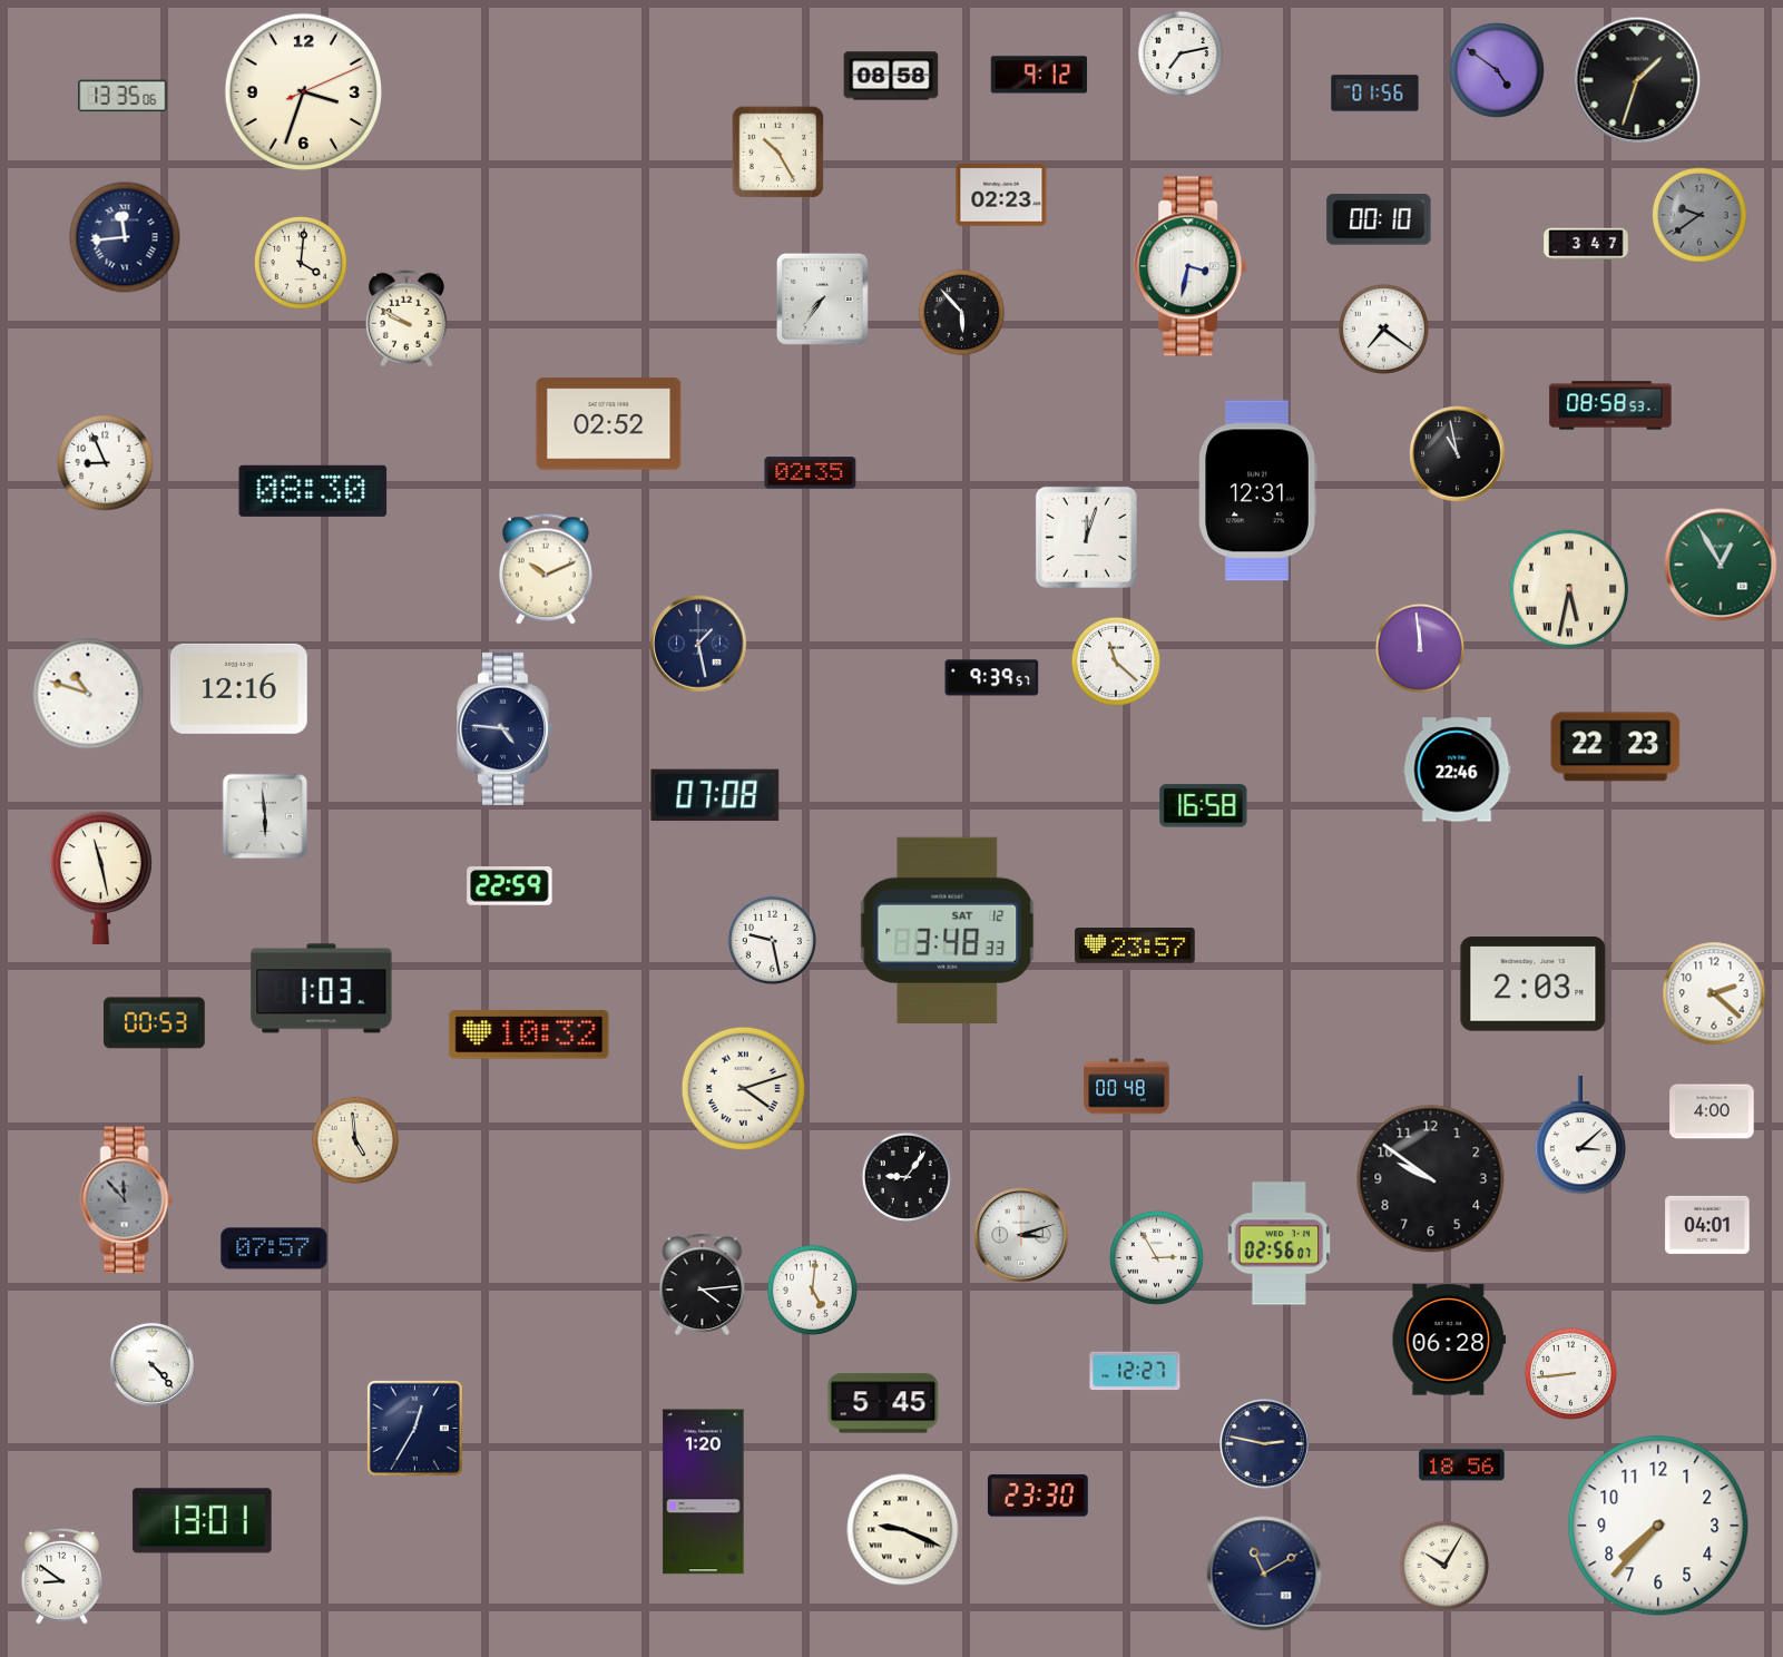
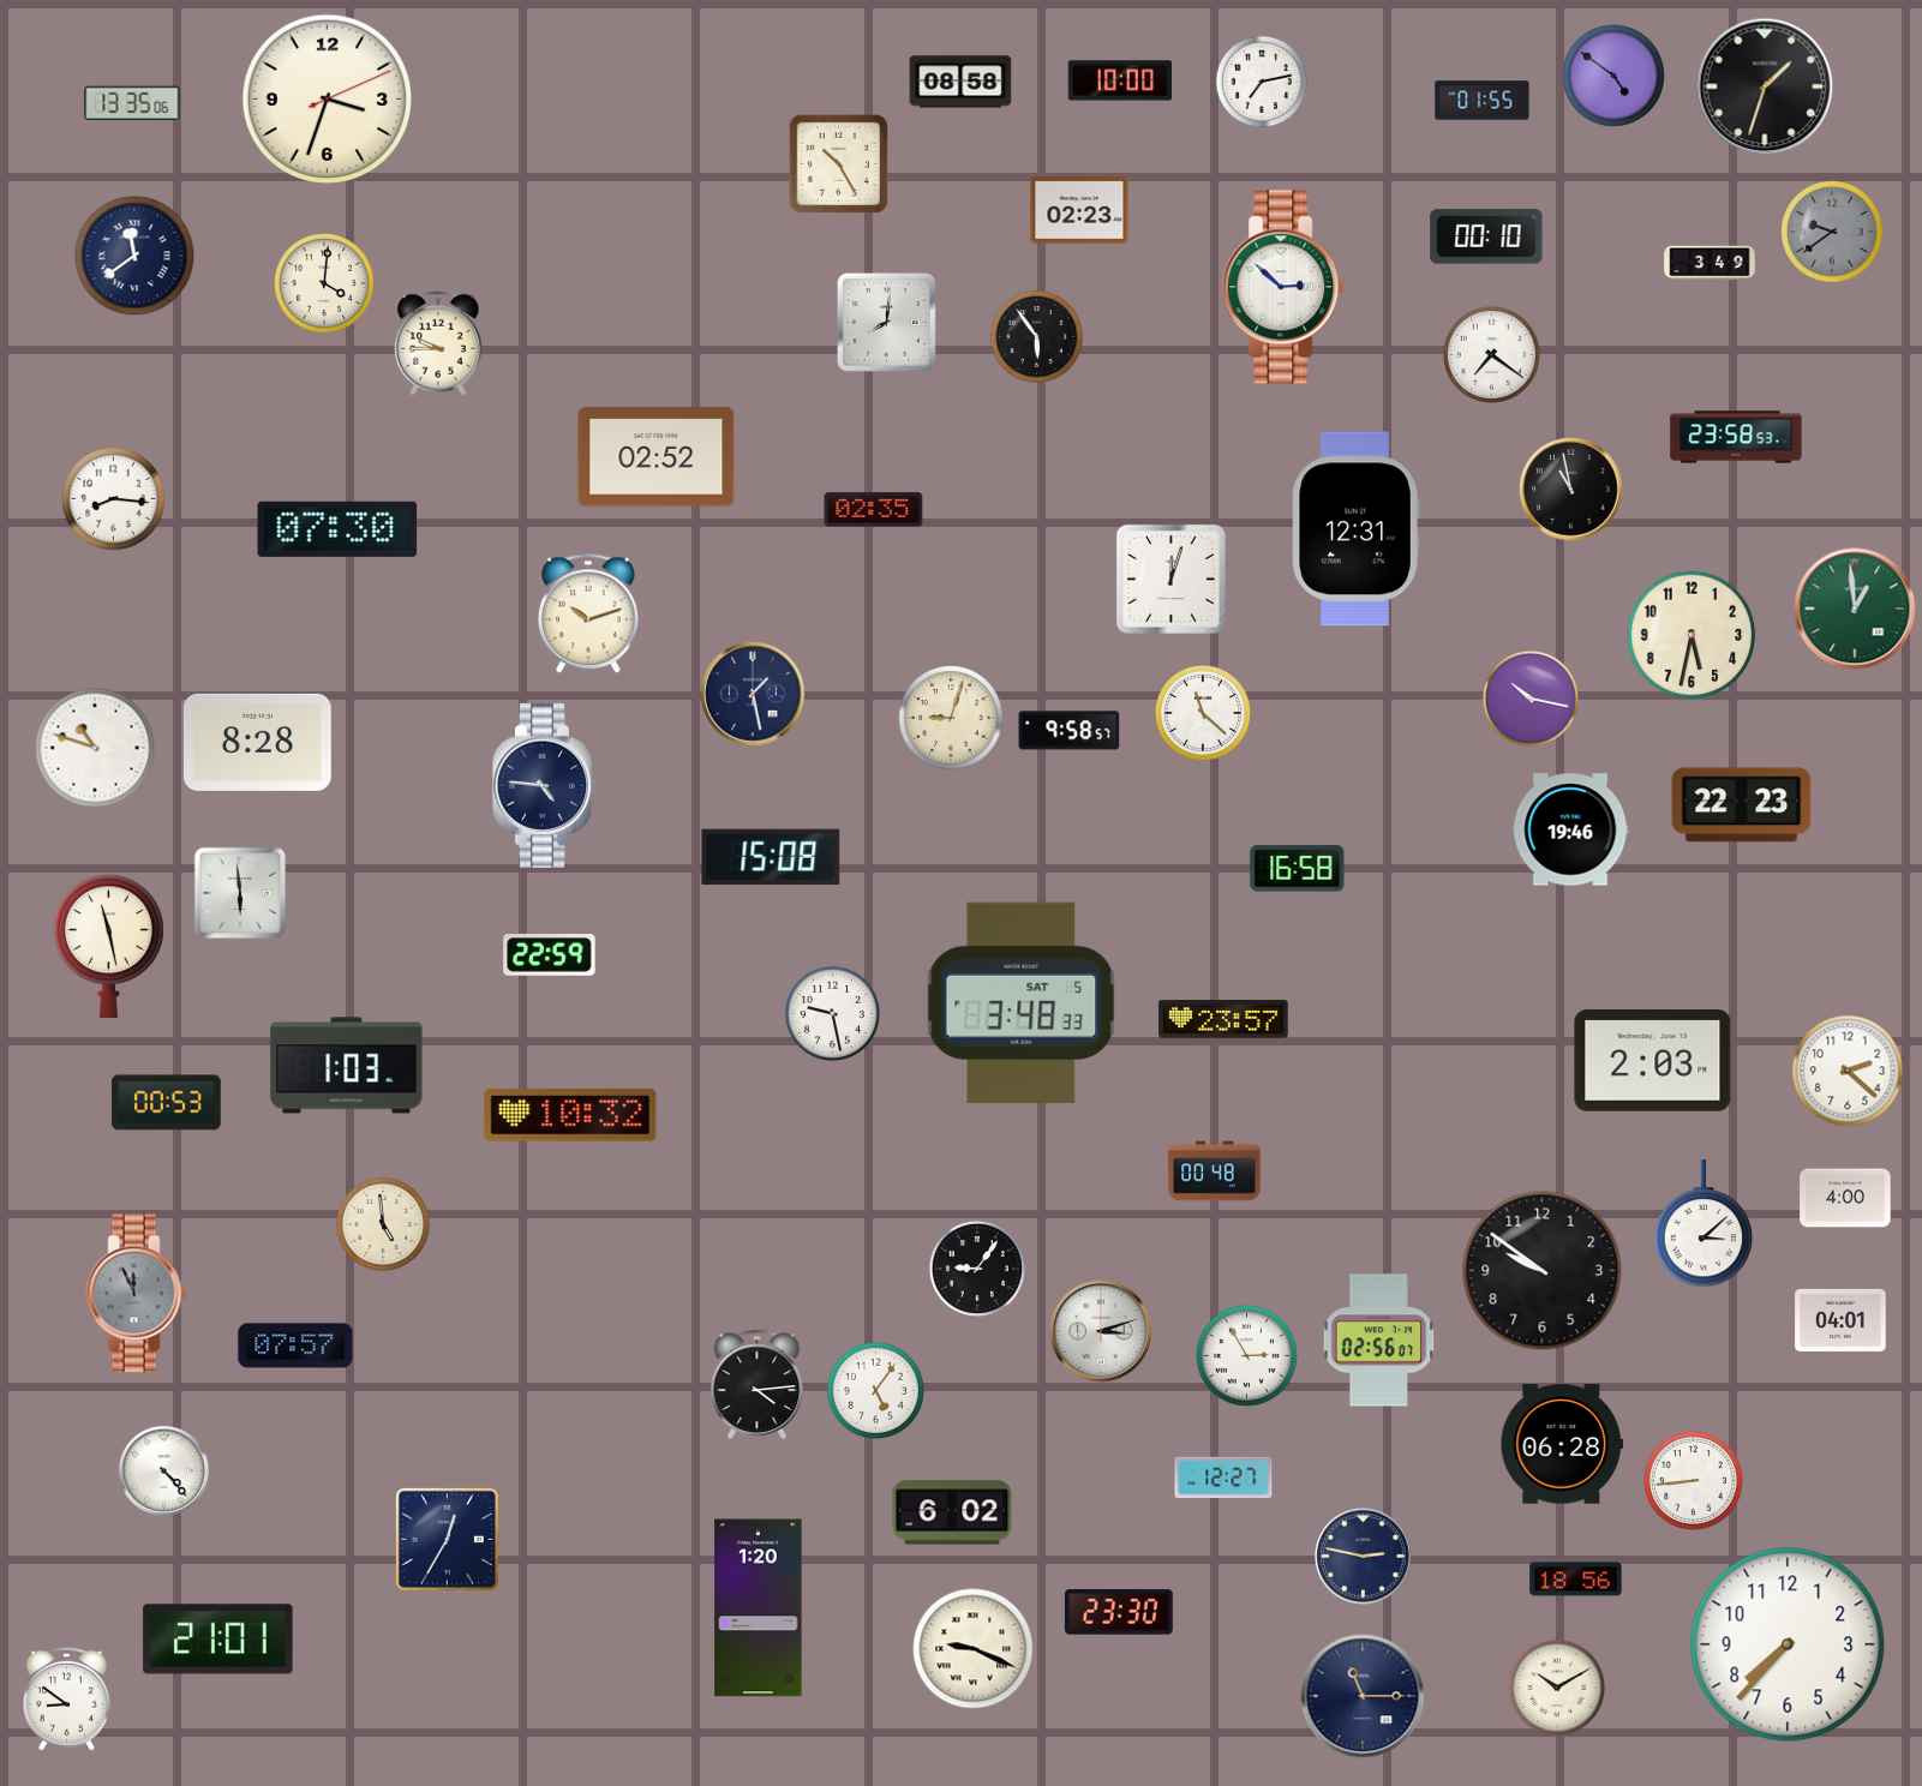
clock at (1180, 53) position: (1180, 53) -> (1262, 82)
clock at (1039, 75): 9:12 -> 10:00
clock at (1375, 94): 01:56 -> 01:55
clock at (125, 237): 11:44 -> 11:39
clock at (1586, 244): 3:47 -> 3:49
clock at (1192, 266): 3:32 -> 2:52
clock at (822, 298): 7:36 -> 8:01
clock at (962, 313): 5:53 -> 5:54
clock at (406, 318): 9:50 -> 9:45
clock at (1610, 405): 08:58 -> 23:58
clock at (106, 463): 8:56 -> 8:16
clock at (313, 491): 08:30 -> 07:30
clock at (1721, 565): 12:55 -> 12:59
clock at (546, 569): 10:11 -> 10:12
clock at (1569, 589) numerals: Roman -> Arabic
clock at (1420, 648): 11:59 -> 10:17
clock at (951, 718): none -> 9:03
clock at (992, 678): 9:39 -> 9:58
clock at (239, 688): 12:16 -> 8:28
clock at (1457, 769): 22:46 -> 19:46
clock at (715, 795): 07:08 -> 15:08
clock at (265, 816) position: (265, 816) -> (240, 893)
clock at (948, 930) date: SAT 12 -> SAT 5
clock at (743, 1088): 4:12 -> none
clock at (355, 1140) position: (355, 1140) -> (383, 1224)
clock at (127, 1200): 11:53 -> 11:56
clock at (812, 1290): 5:01 -> 5:06
clock at (883, 1403): 5:45 -> 6:02
clock at (203, 1521): 13:01 -> 21:01
clock at (1444, 1566): 10:05 -> 10:10
clock at (1264, 1573): 11:10 -> 11:15
